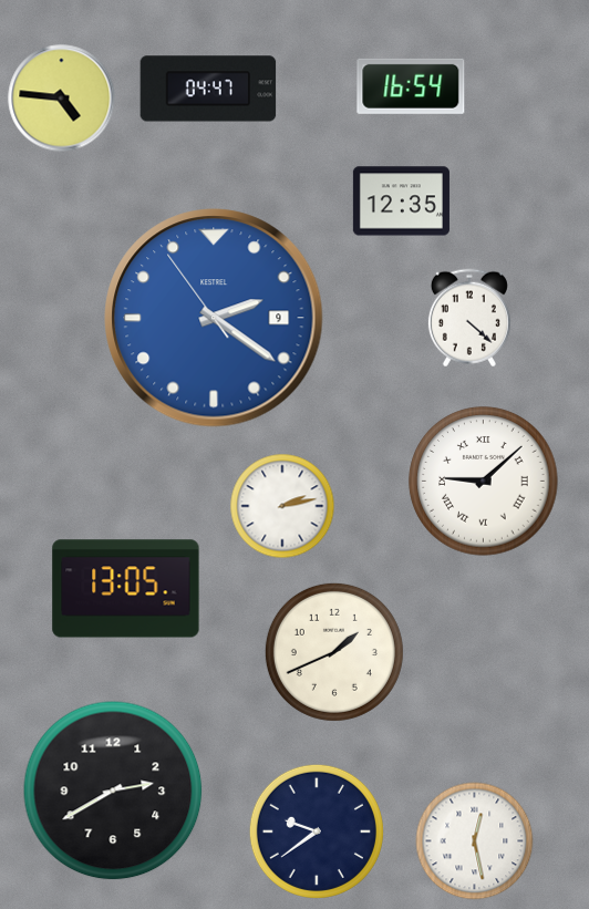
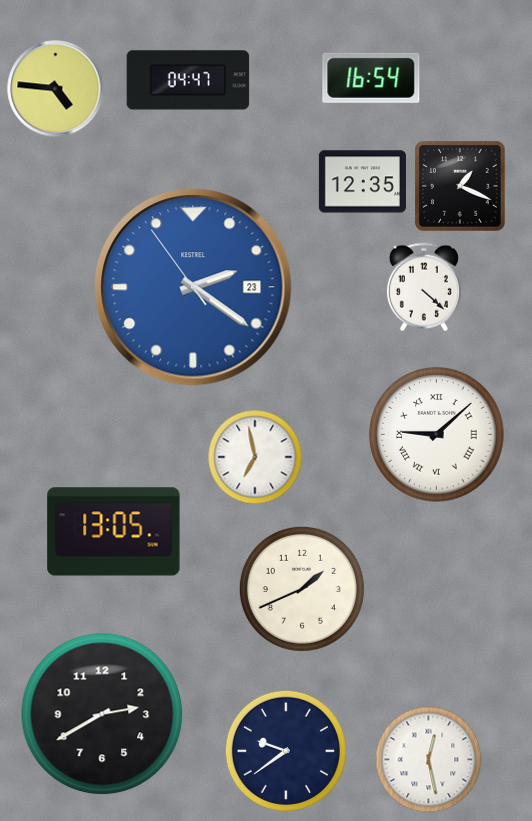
clock at (461, 187): none -> 1:19
clock at (214, 318) date: 9 -> 23
clock at (282, 506): 2:13 -> 6:58
